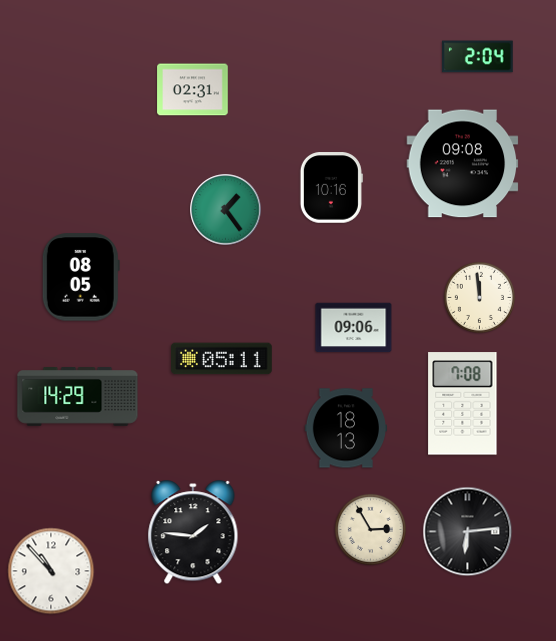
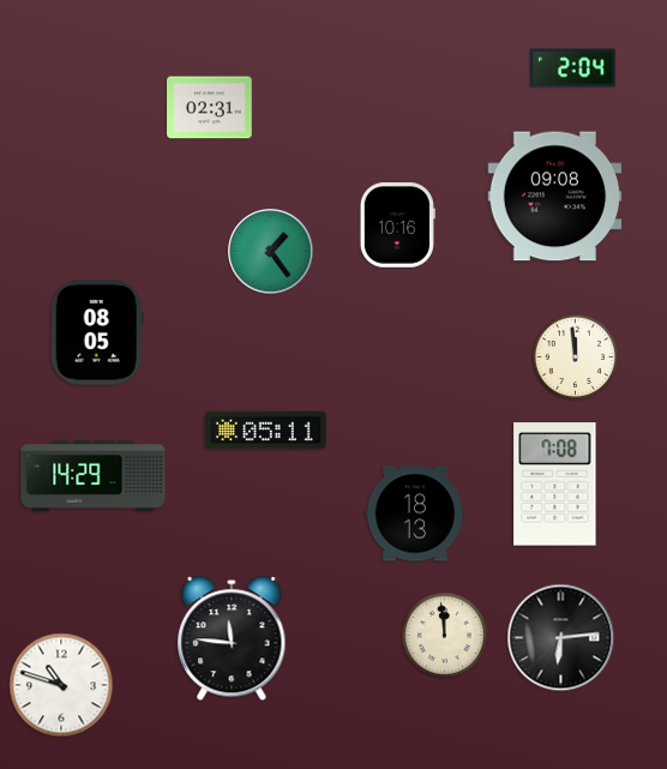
clock at (193, 90) position: (193, 90) -> (210, 108)
clock at (354, 328): 09:06 -> none
clock at (370, 529): 2:55 -> 11:59
clock at (193, 533): 1:46 -> 11:46
clock at (51, 571): 10:53 -> 10:48
